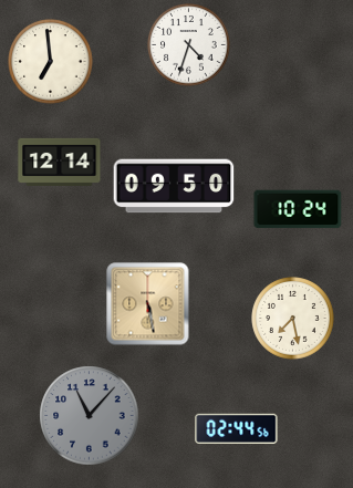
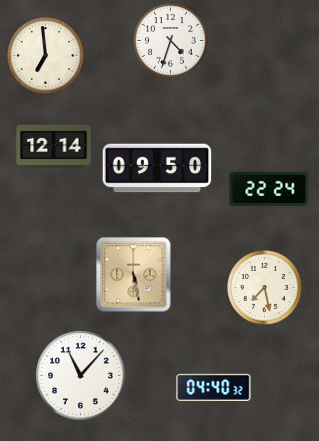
clock at (298, 209): 10:24 -> 22:24
clock at (90, 416) dial: grey -> white
clock at (237, 428): 02:44 -> 04:40
